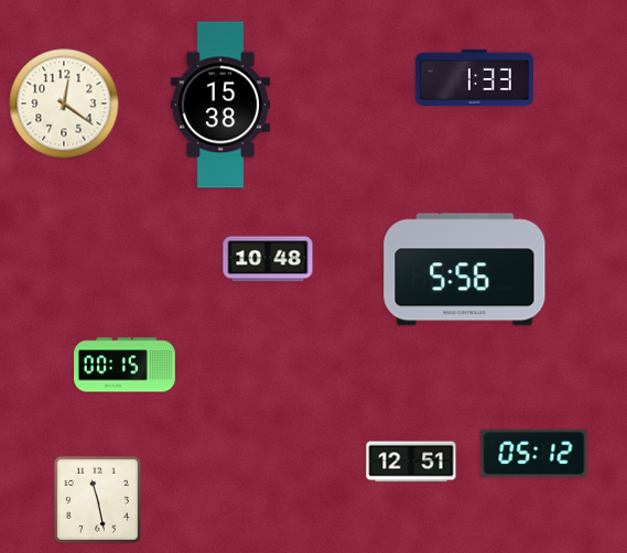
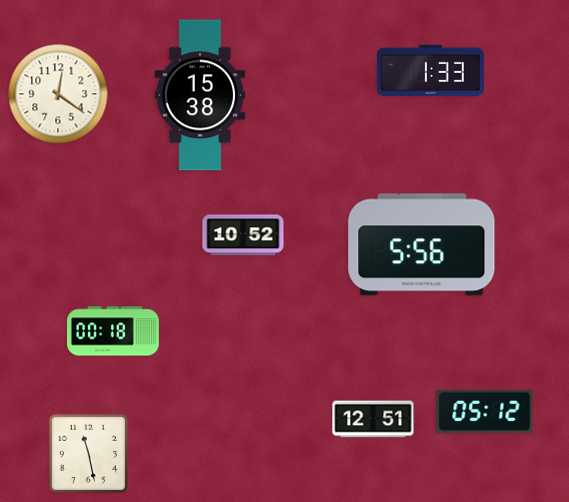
clock at (268, 259): 10:48 -> 10:52
clock at (126, 365): 00:15 -> 00:18
